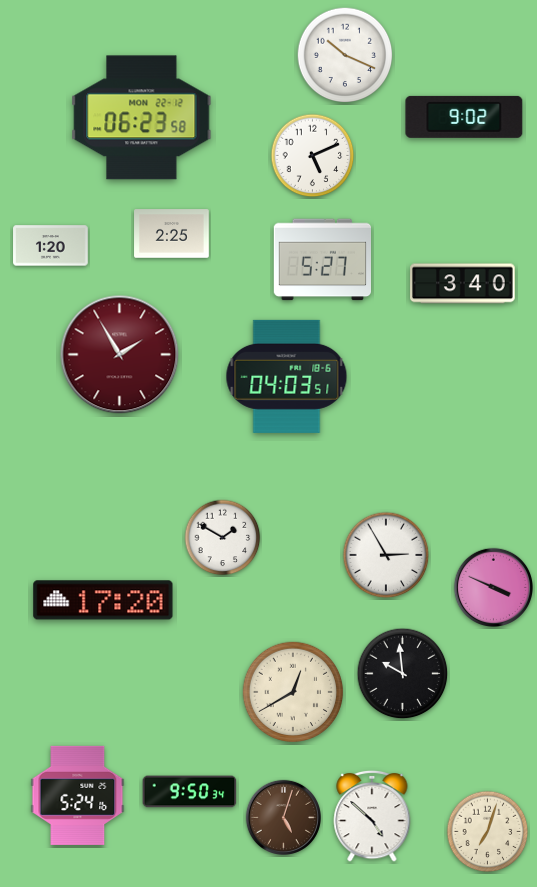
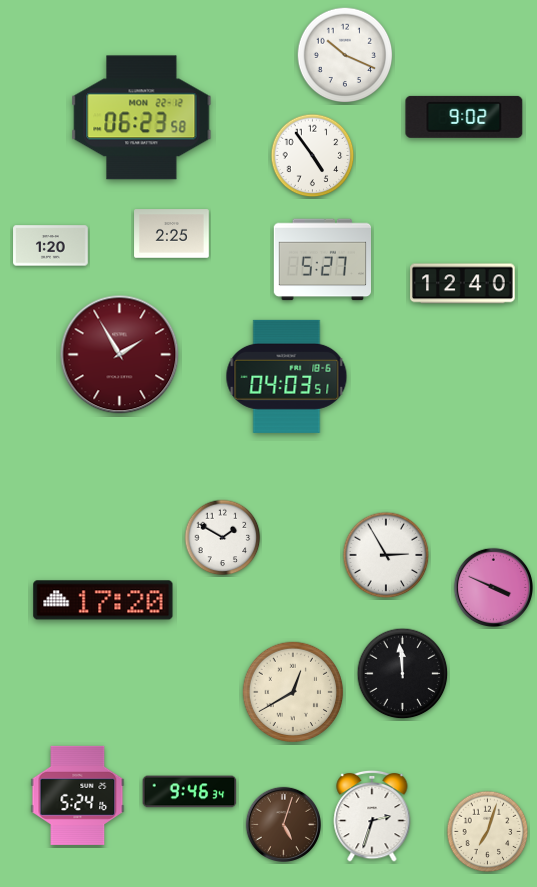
clock at (313, 156): 5:11 -> 4:54
clock at (463, 284): 3:40 -> 12:40
clock at (403, 674): 9:59 -> 11:59
clock at (190, 792): 9:50 -> 9:46
clock at (372, 816): 4:52 -> 2:33
clock at (283, 817) position: (283, 817) -> (283, 824)
